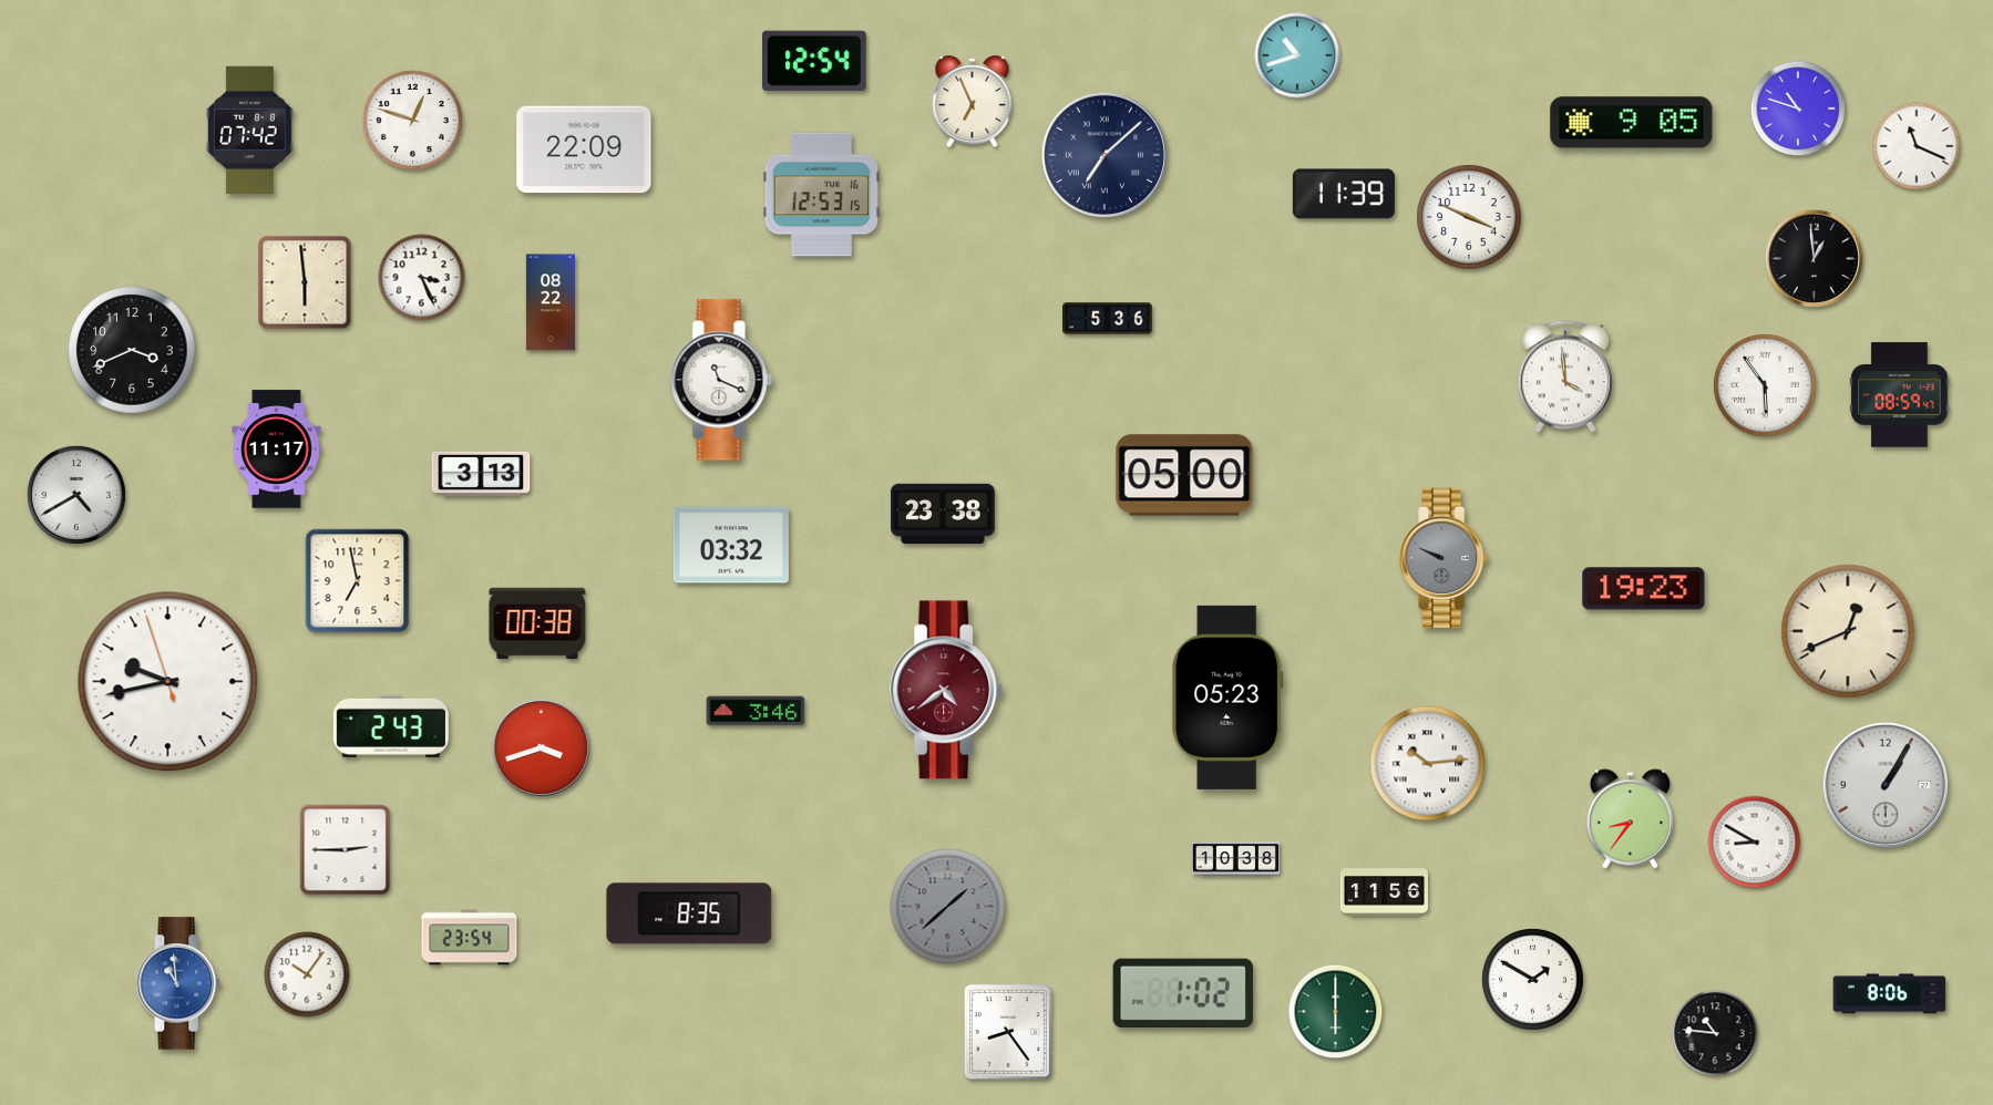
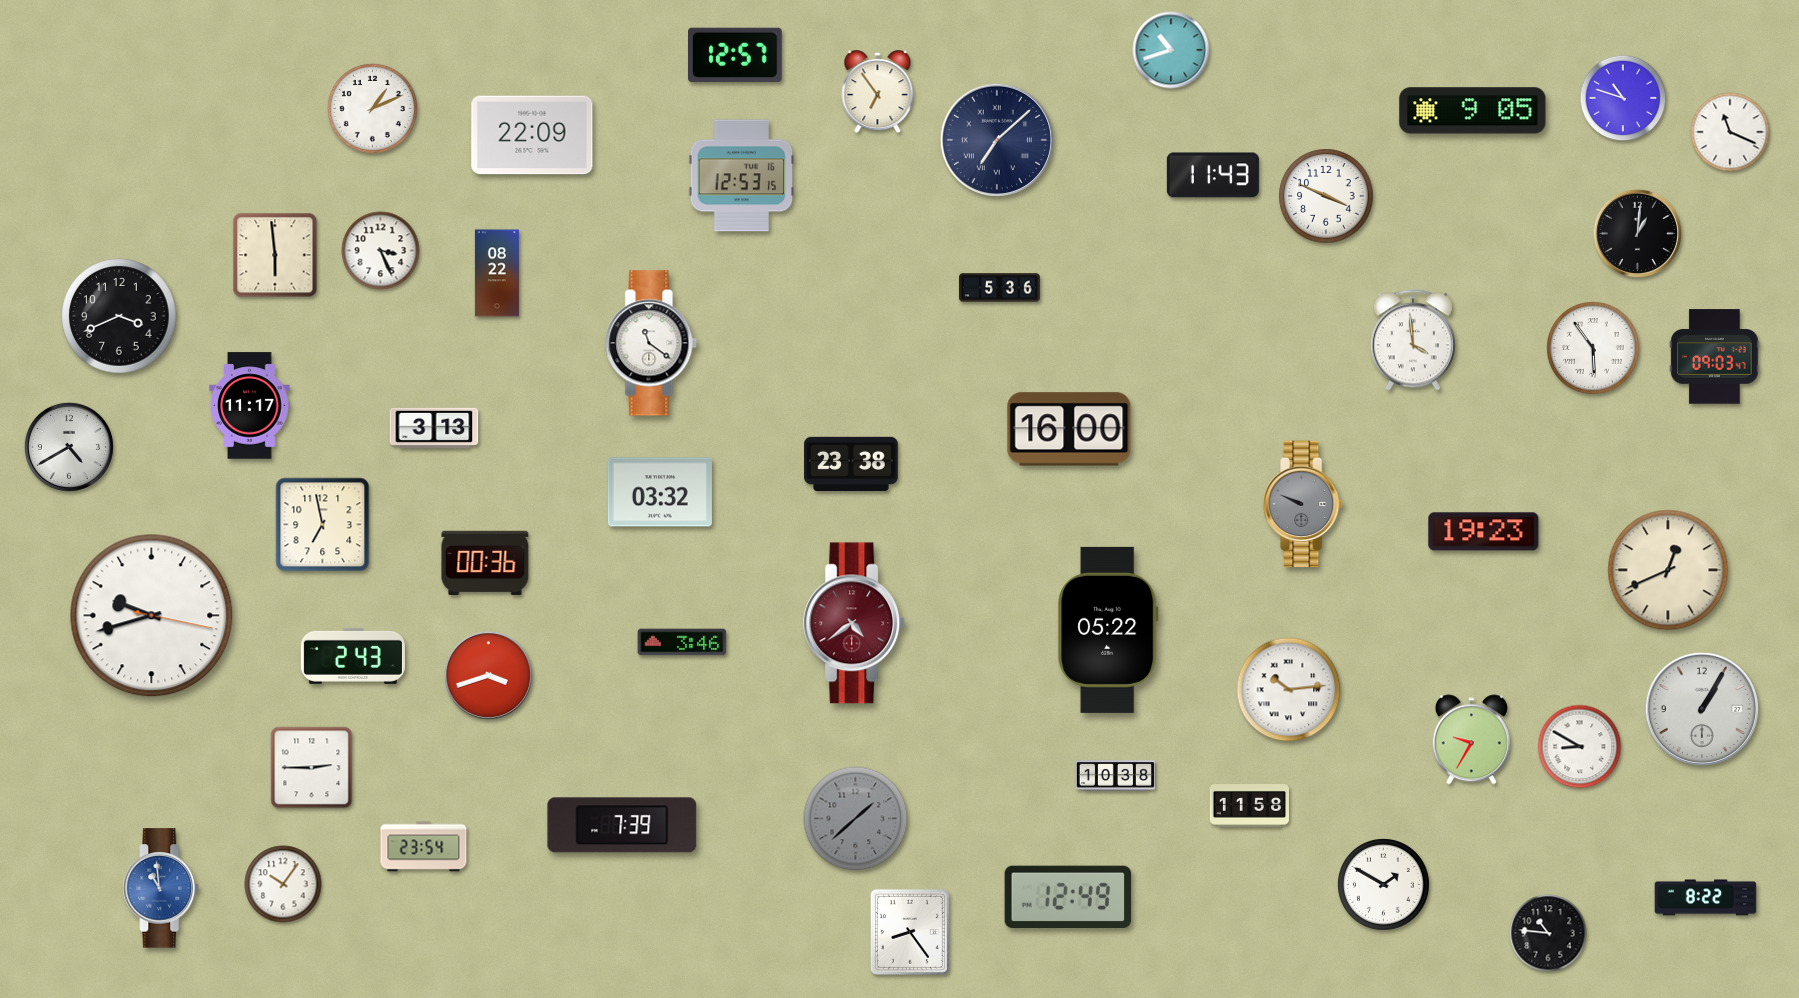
clock at (815, 61): 12:54 -> 12:57
clock at (973, 102): 6:56 -> 6:54
clock at (412, 120): 12:48 -> 1:11
clock at (249, 130): 07:42 -> none
clock at (584, 149) position: (584, 149) -> (532, 135)
clock at (1344, 194): 11:39 -> 11:43
clock at (1814, 258): 12:59 -> 1:01
clock at (721, 380): 11:19 -> 11:21
clock at (1900, 395): 08:59 -> 09:03
clock at (1184, 475): 05:00 -> 16:00
clock at (537, 622): 00:38 -> 00:36
clock at (168, 682): 9:42:57 -> 9:42:17
clock at (1227, 698): 05:23 -> 05:22
clock at (1630, 819): 8:36 -> 9:35
clock at (1755, 843) position: (1755, 843) -> (1580, 747)
clock at (1384, 892): 11:56 -> 11:58
clock at (689, 913): 8:35 -> 7:39
clock at (307, 974) position: (307, 974) -> (283, 884)
clock at (1183, 992): 1:02 -> 12:49
clock at (1890, 994): 8:06 -> 8:22
clock at (1336, 1012): 6:00 -> none
